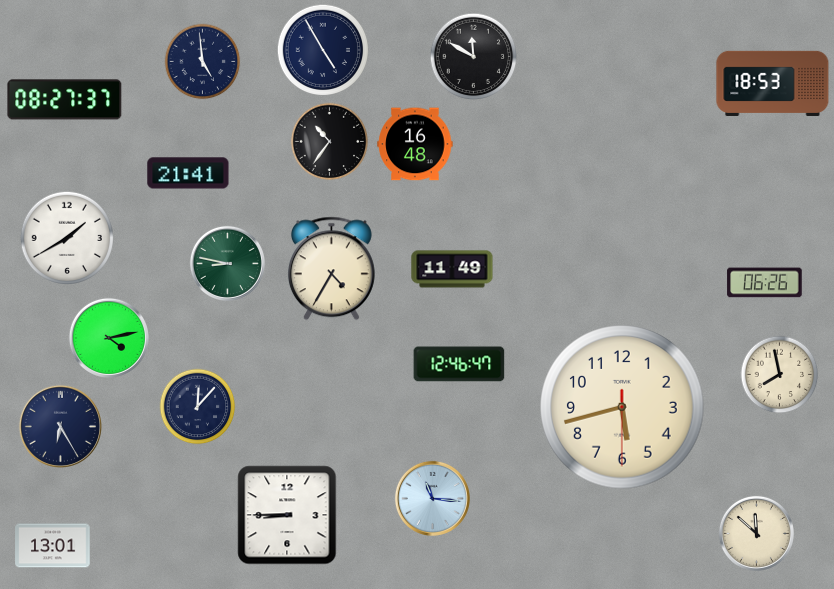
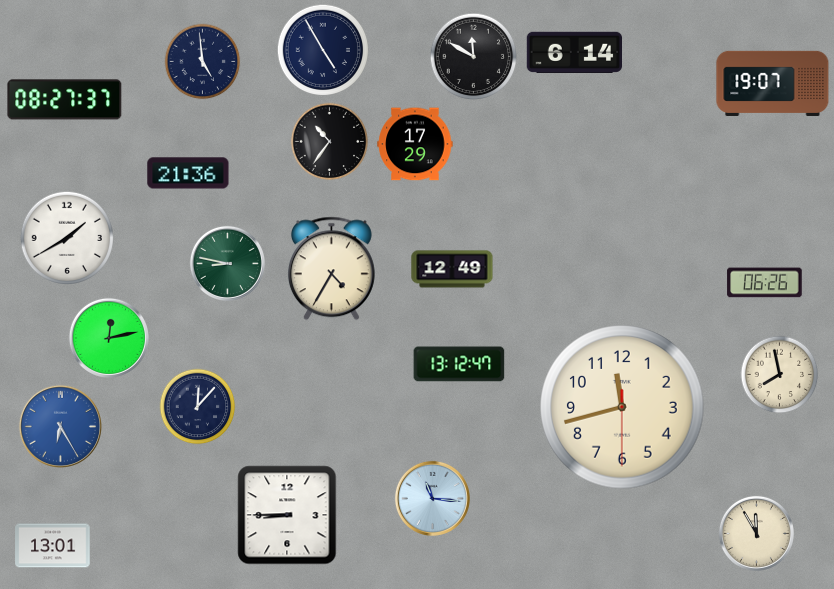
clock at (574, 52): none -> 6:14
clock at (773, 83): 18:53 -> 19:07
clock at (415, 144): 16:48 -> 17:29
clock at (188, 173): 21:41 -> 21:36
clock at (452, 269): 11:49 -> 12:49
clock at (109, 338): 4:13 -> 12:13
clock at (459, 364): 12:46 -> 13:12
clock at (622, 407): 5:42 -> 11:42
clock at (60, 426) dial: navy -> blue
clock at (756, 533): 11:52 -> 11:55
